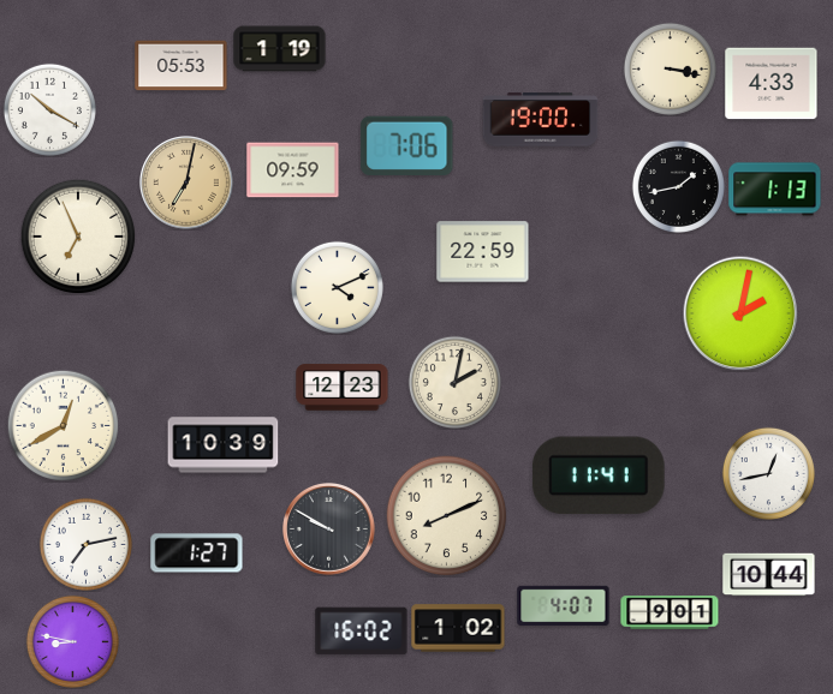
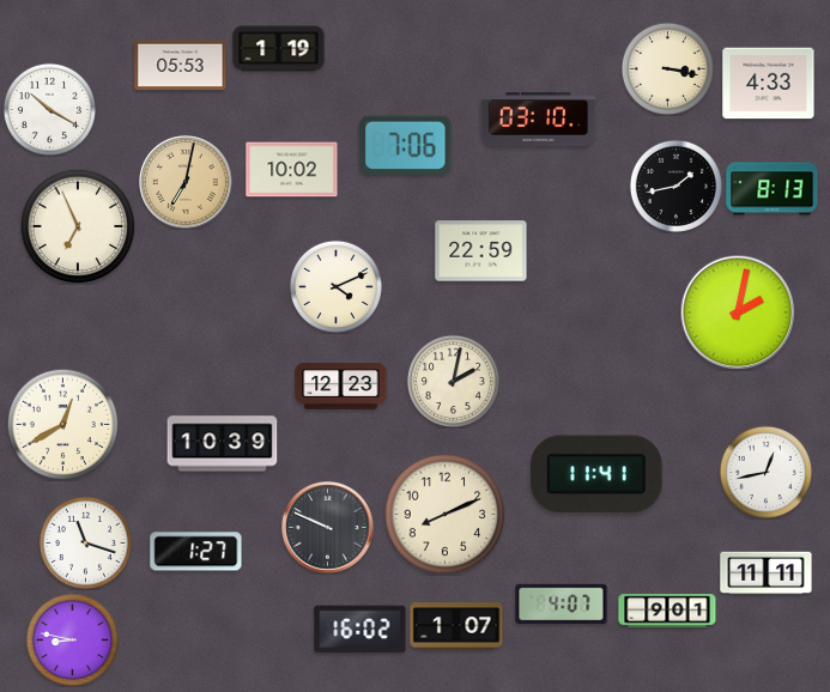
clock at (541, 120): 19:00 -> 03:10
clock at (293, 170): 09:59 -> 10:02
clock at (775, 190): 1:13 -> 8:13
clock at (78, 237) position: (78, 237) -> (78, 226)
clock at (329, 530): 9:50 -> 9:49
clock at (85, 544): 7:13 -> 11:18
clock at (769, 575): 10:44 -> 11:11
clock at (458, 628): 1:02 -> 1:07
